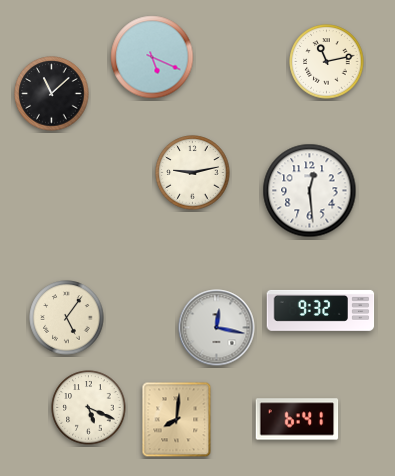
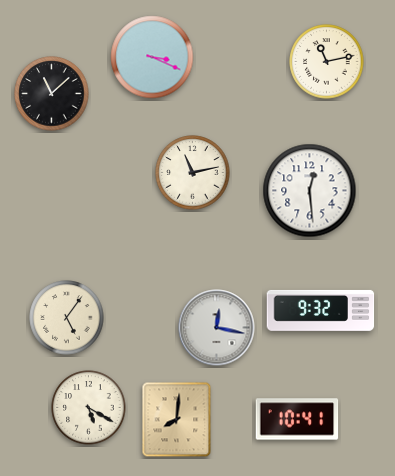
clock at (152, 57): 5:19 -> 3:19
clock at (193, 173): 9:13 -> 11:13
clock at (89, 408): 5:19 -> 5:20
clock at (297, 419): 6:41 -> 10:41
